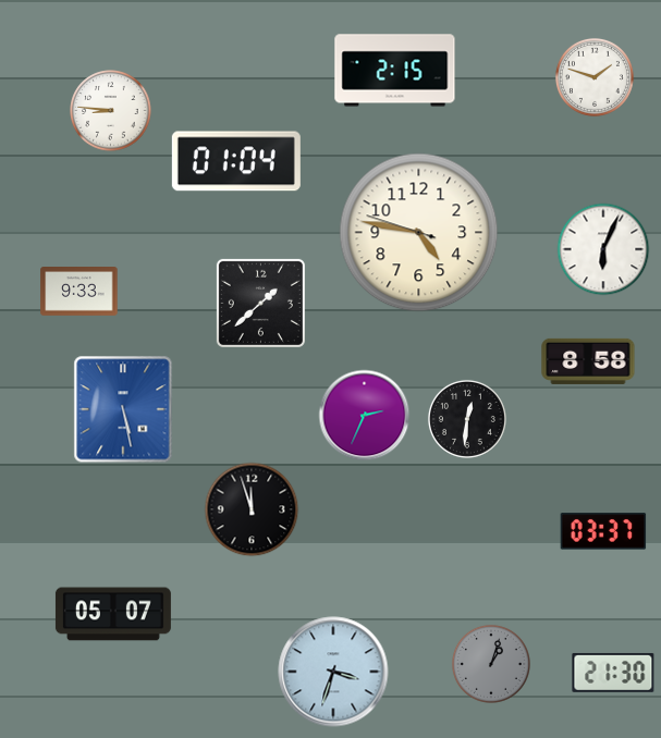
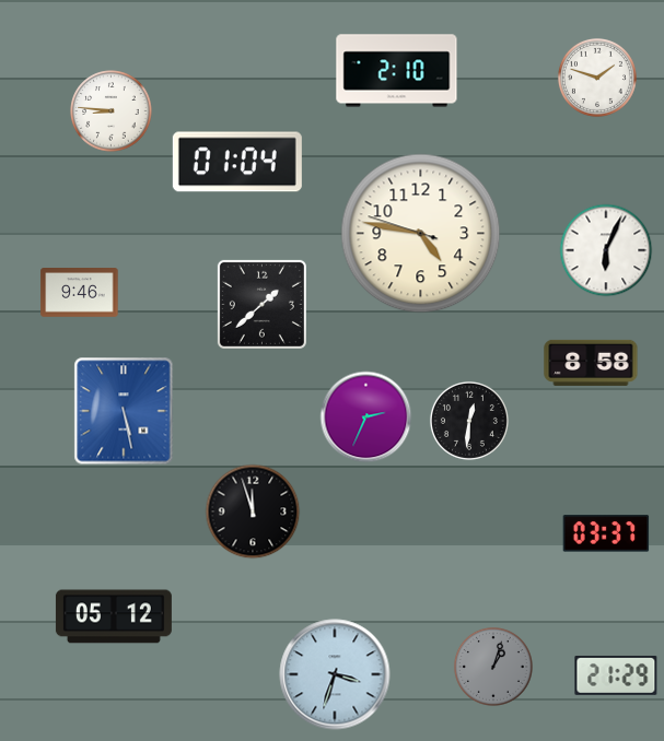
clock at (395, 71): 2:15 -> 2:10
clock at (79, 292): 9:33 -> 9:46
clock at (113, 614): 05:07 -> 05:12
clock at (613, 673): 21:30 -> 21:29
